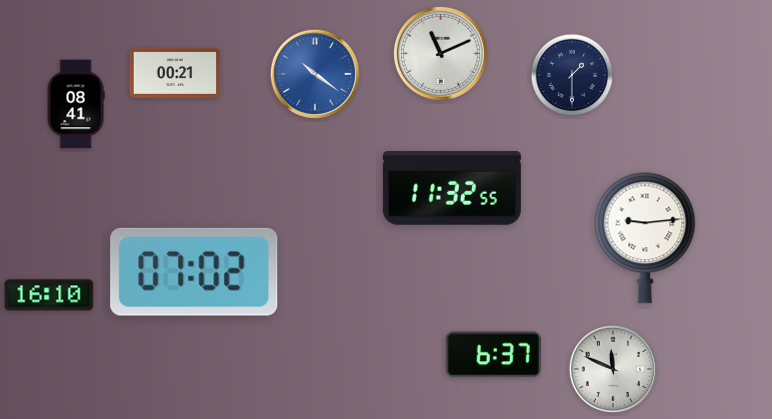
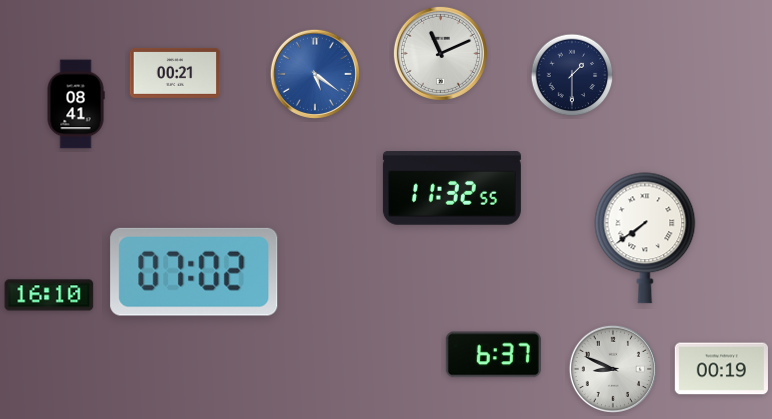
clock at (315, 74): 10:21 -> 5:21
clock at (645, 238): 9:14 -> 7:39
clock at (613, 369): 11:49 -> 8:49
clock at (721, 369): none -> 00:19
